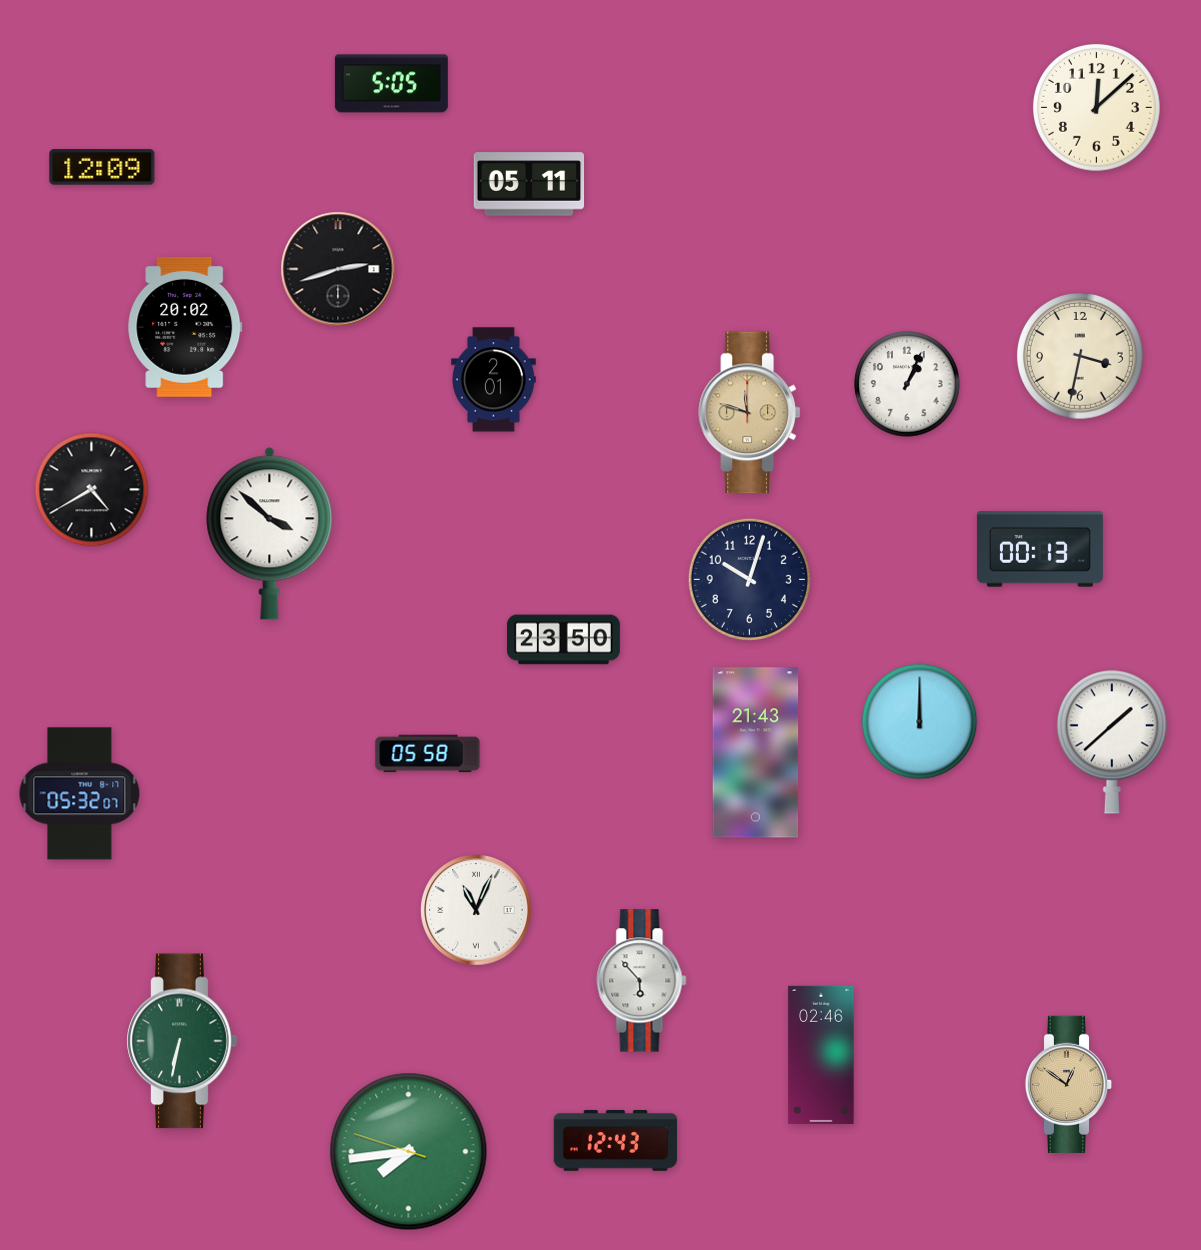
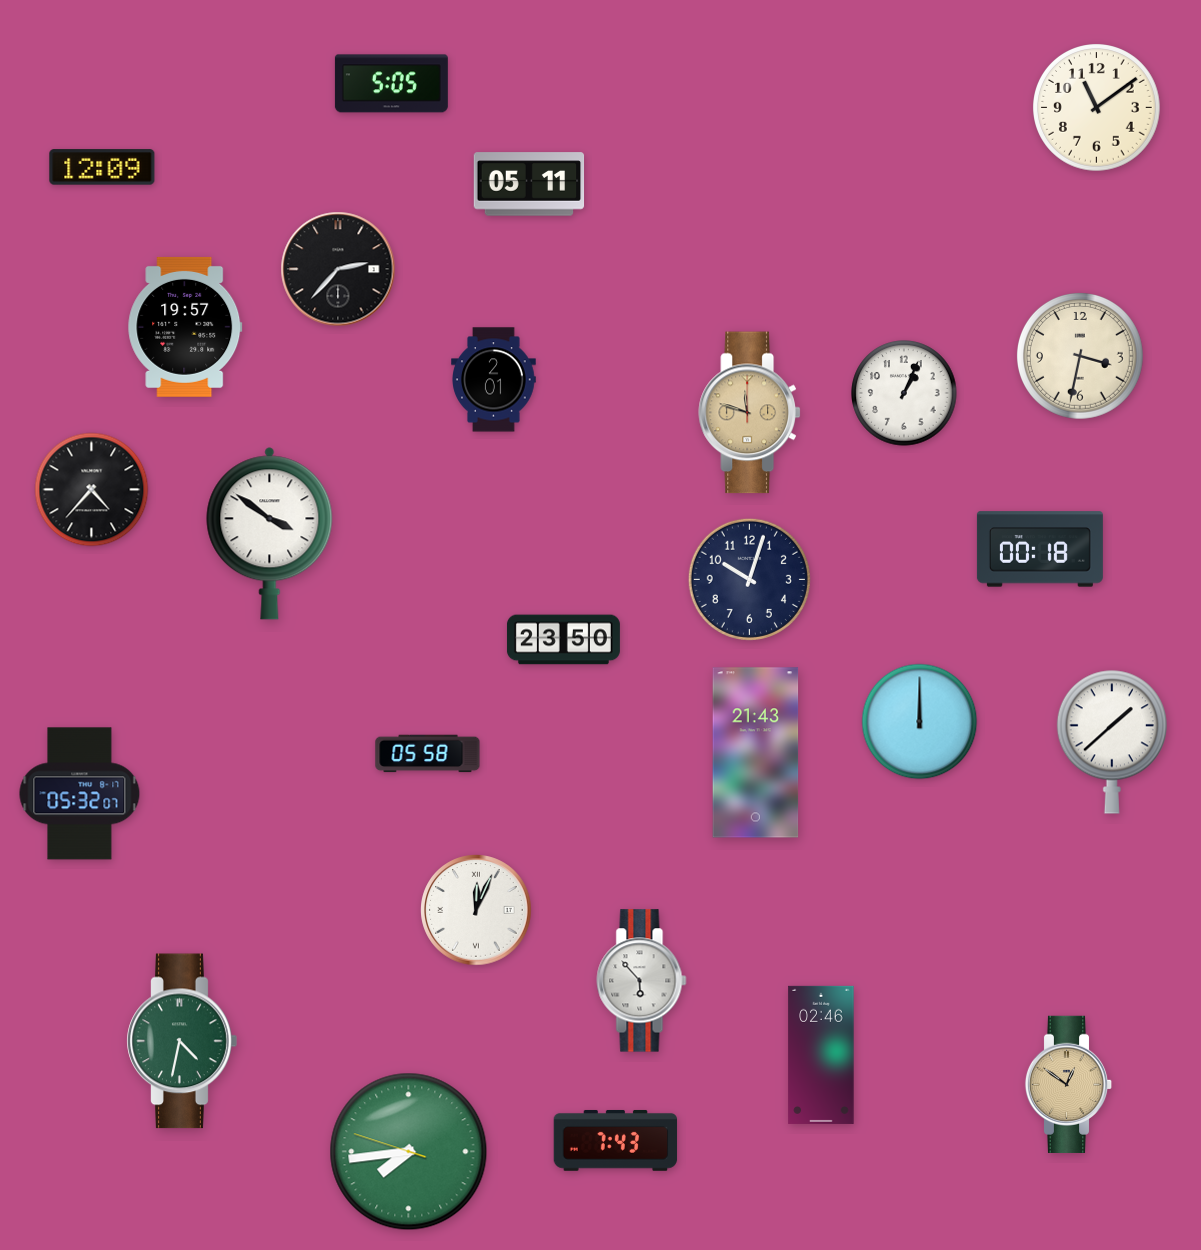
clock at (1097, 108): 12:08 -> 11:09
clock at (338, 269): 2:42 -> 2:37
clock at (185, 327): 20:02 -> 19:57
clock at (907, 384) position: (907, 384) -> (904, 393)
clock at (92, 490): 4:40 -> 4:37
clock at (270, 534): 3:52 -> 3:51
clock at (1040, 549): 00:13 -> 00:18
clock at (476, 910): 11:04 -> 12:04
clock at (182, 1041): 6:32 -> 4:32
clock at (616, 1141): 12:43 -> 7:43
